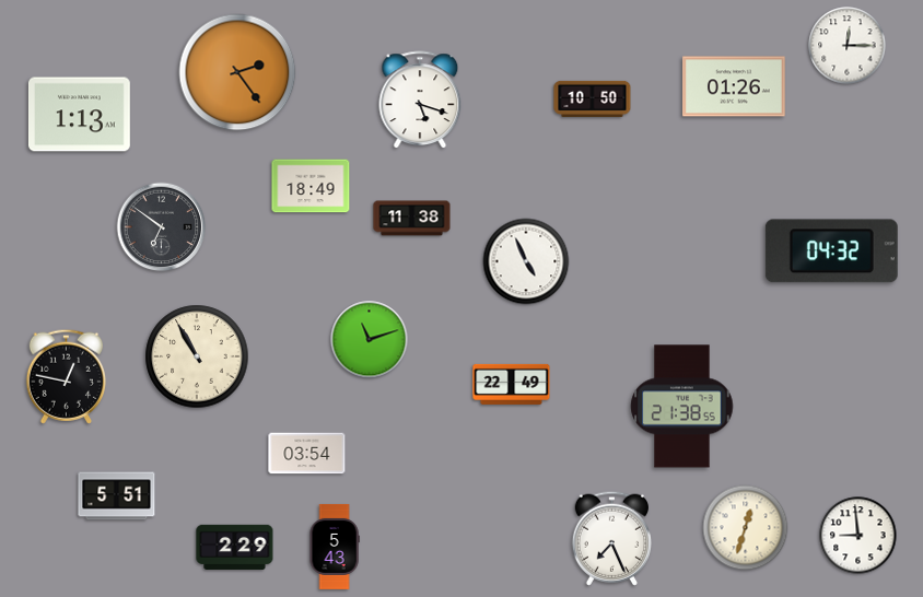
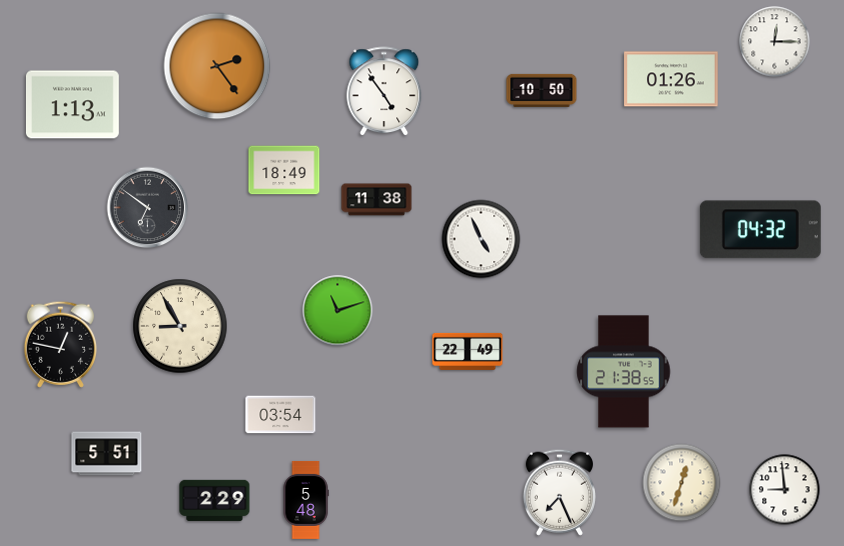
clock at (420, 101): 5:18 -> 4:54
clock at (197, 356): 10:55 -> 8:55
clock at (335, 547): 5:43 -> 5:48
